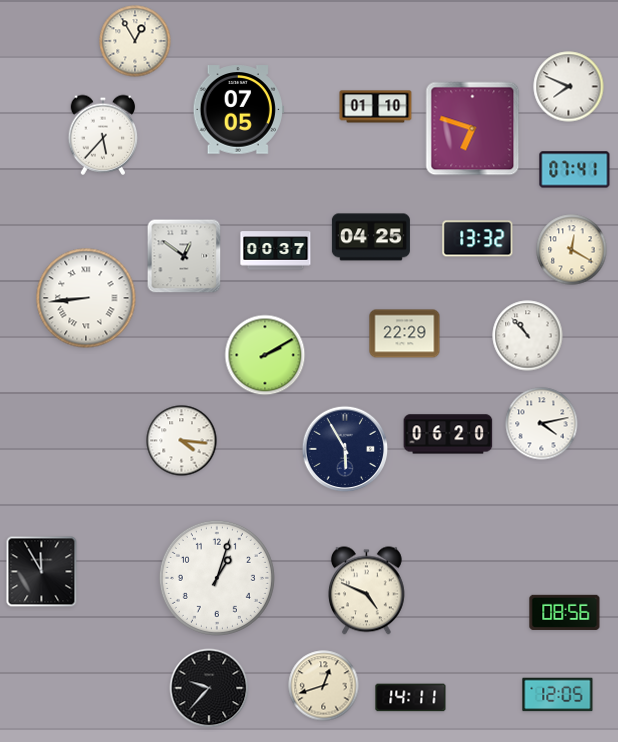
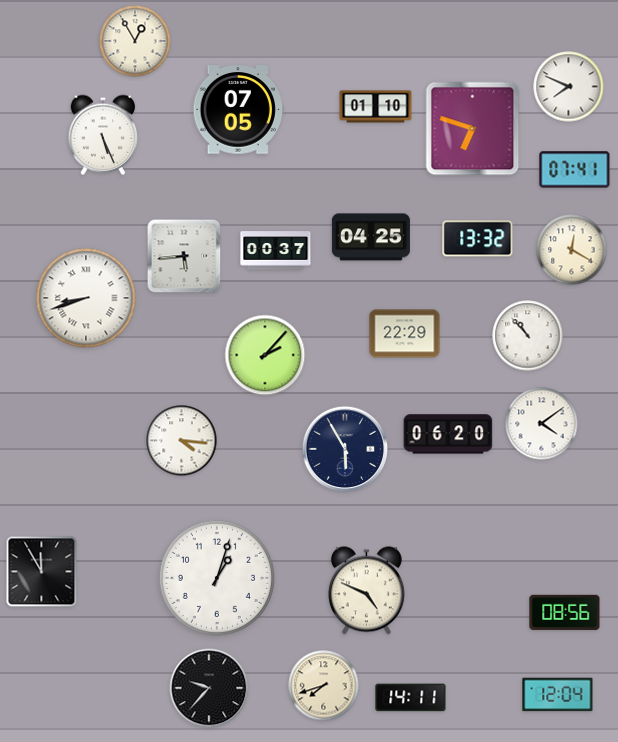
clock at (103, 135): 5:37 -> 5:26
clock at (184, 256): 12:51 -> 5:44
clock at (86, 298): 8:44 -> 8:42
clock at (265, 355): 2:10 -> 2:07
clock at (542, 424): 4:13 -> 4:09
clock at (324, 686): 12:42 -> 7:42
clock at (558, 695): 12:05 -> 12:04
